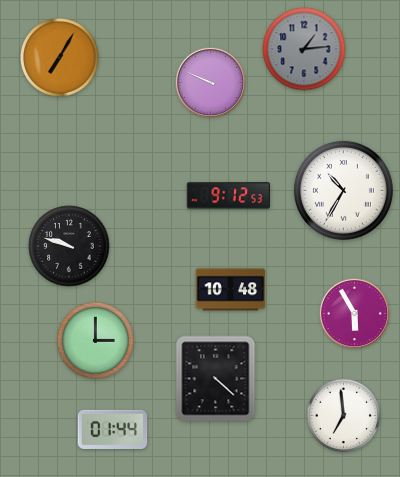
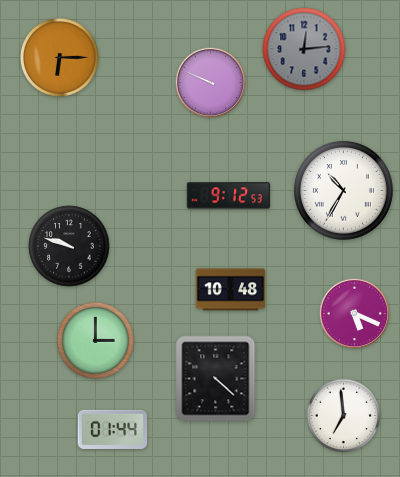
clock at (304, 49): 1:14 -> 12:14
clock at (60, 58): 7:05 -> 6:15
clock at (354, 313): 5:55 -> 5:19
